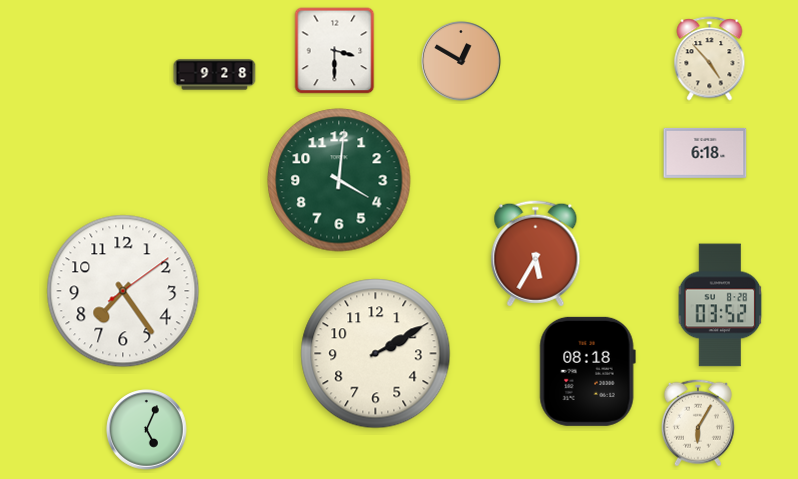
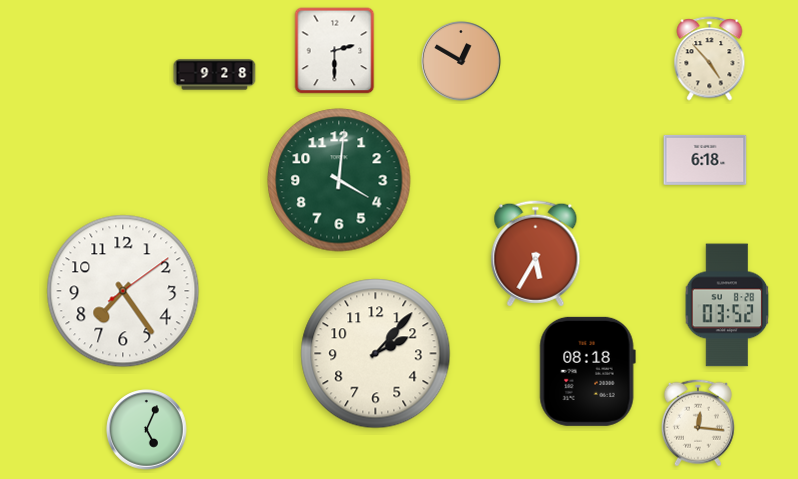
clock at (335, 51): 3:30 -> 2:30
clock at (705, 153) position: (705, 153) -> (705, 160)
clock at (720, 305) position: (720, 305) -> (727, 305)
clock at (376, 354): 2:10 -> 2:07
clock at (698, 423): 6:05 -> 12:16
